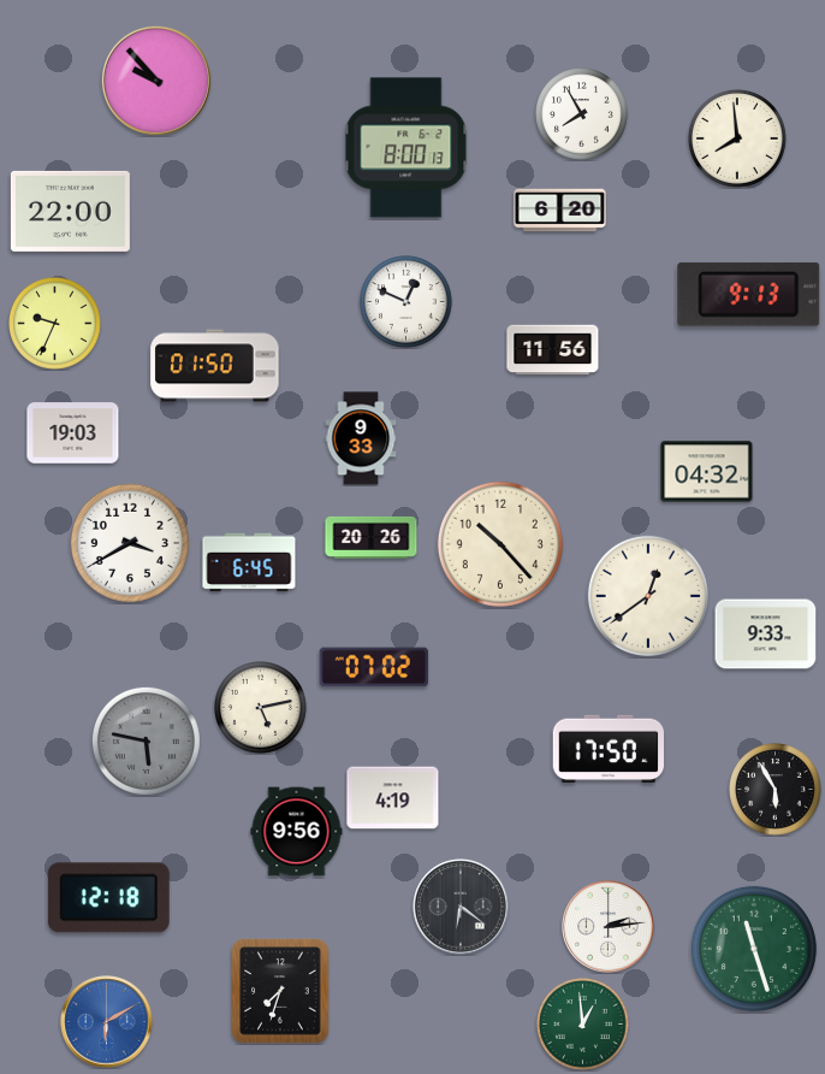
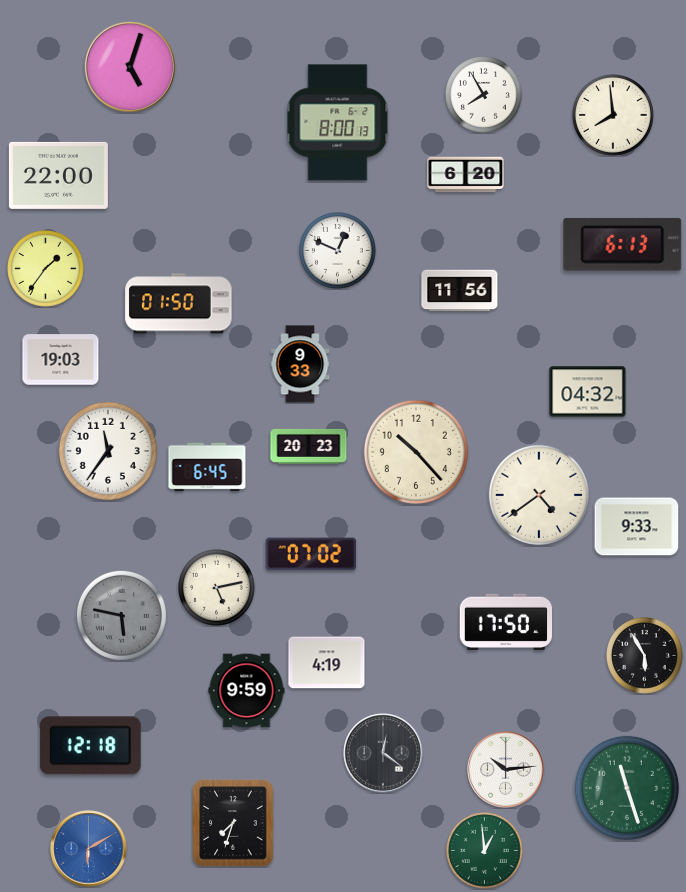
clock at (156, 81): 9:53 -> 5:03
clock at (749, 294): 9:13 -> 6:13
clock at (55, 324): 9:34 -> 1:36
clock at (372, 537): 20:26 -> 20:23
clock at (130, 543): 3:40 -> 11:36
clock at (648, 596): 12:39 -> 4:39
clock at (297, 832): 9:56 -> 9:59
clock at (461, 907): 6:21 -> 12:21
clock at (609, 927): 2:14 -> 10:14
